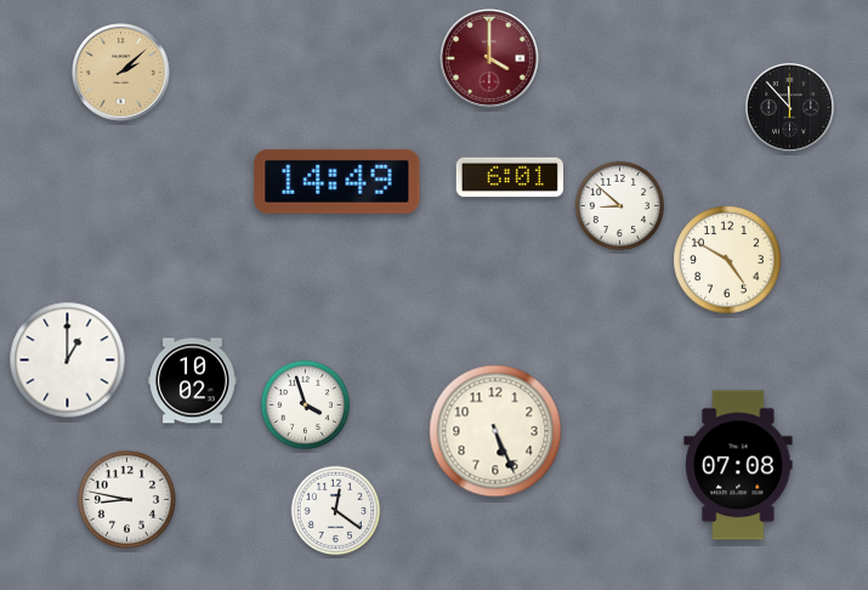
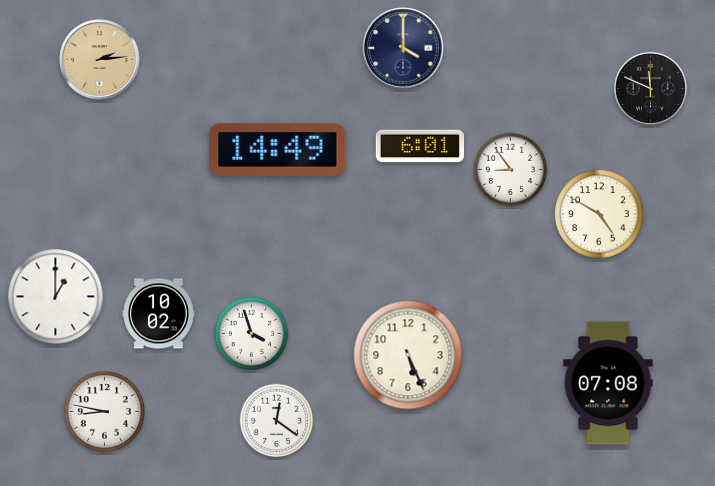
clock at (490, 59) dial: burgundy -> navy
clock at (121, 73): 2:08 -> 2:14
clock at (789, 107): 11:53 -> 11:49
clock at (620, 206): 8:52 -> 8:54
